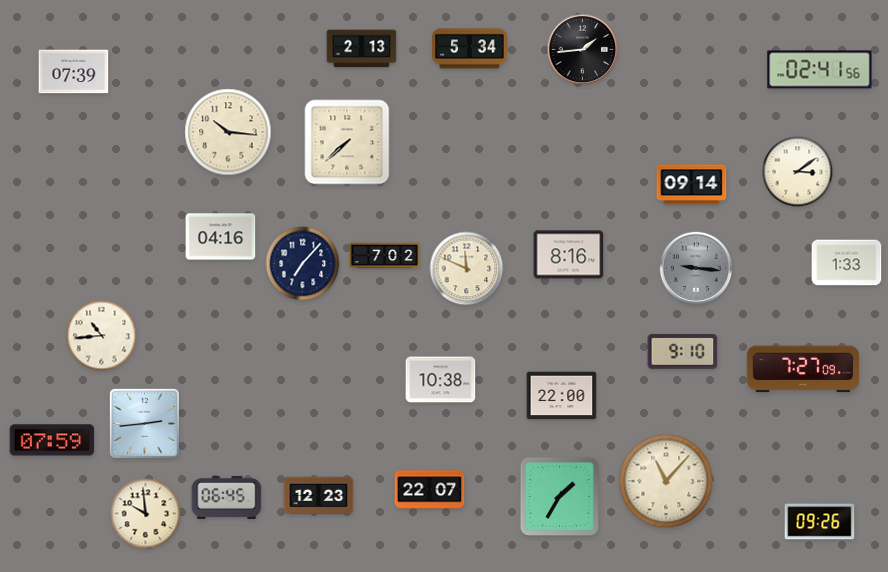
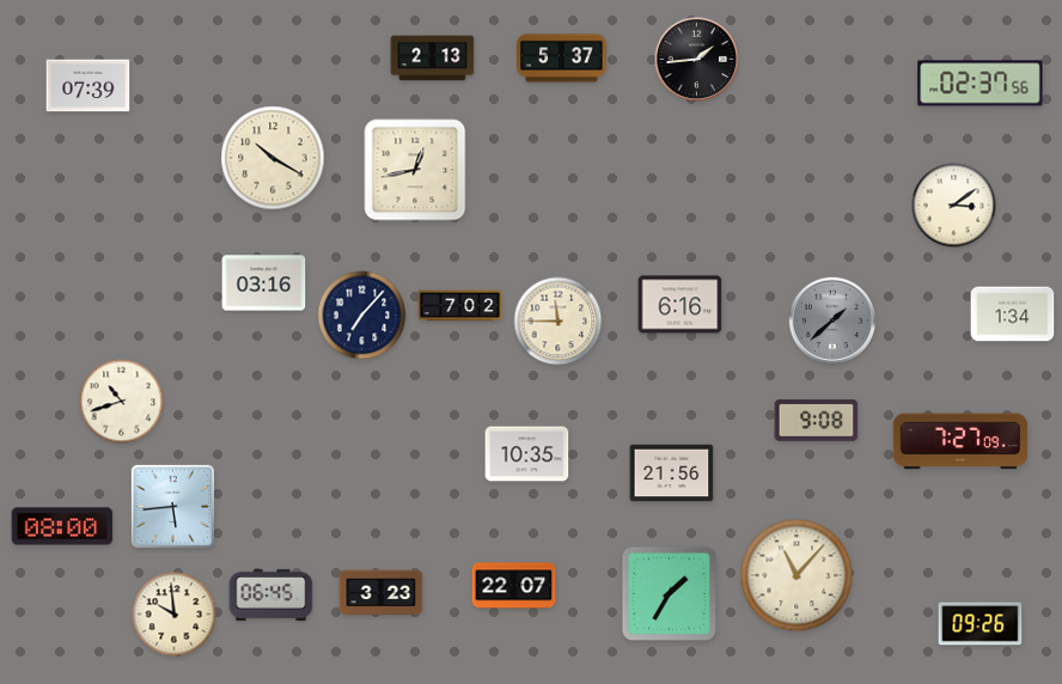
clock at (470, 49): 5:34 -> 5:37
clock at (820, 70): 02:41 -> 02:37
clock at (228, 132): 10:16 -> 10:20
clock at (347, 142): 7:38 -> 12:43
clock at (692, 185): 09:14 -> none
clock at (221, 237): 04:16 -> 03:16
clock at (569, 255): 8:16 -> 6:16
clock at (847, 263): 1:33 -> 1:34
clock at (696, 268): 9:16 -> 1:38
clock at (467, 269): 11:49 -> 11:45
clock at (102, 336): 10:44 -> 10:42
clock at (683, 352): 9:10 -> 9:08
clock at (441, 380): 10:38 -> 10:35
clock at (562, 396): 22:00 -> 21:56
clock at (144, 423): 2:44 -> 5:44
clock at (52, 440): 07:59 -> 08:00
clock at (319, 496): 12:23 -> 3:23
